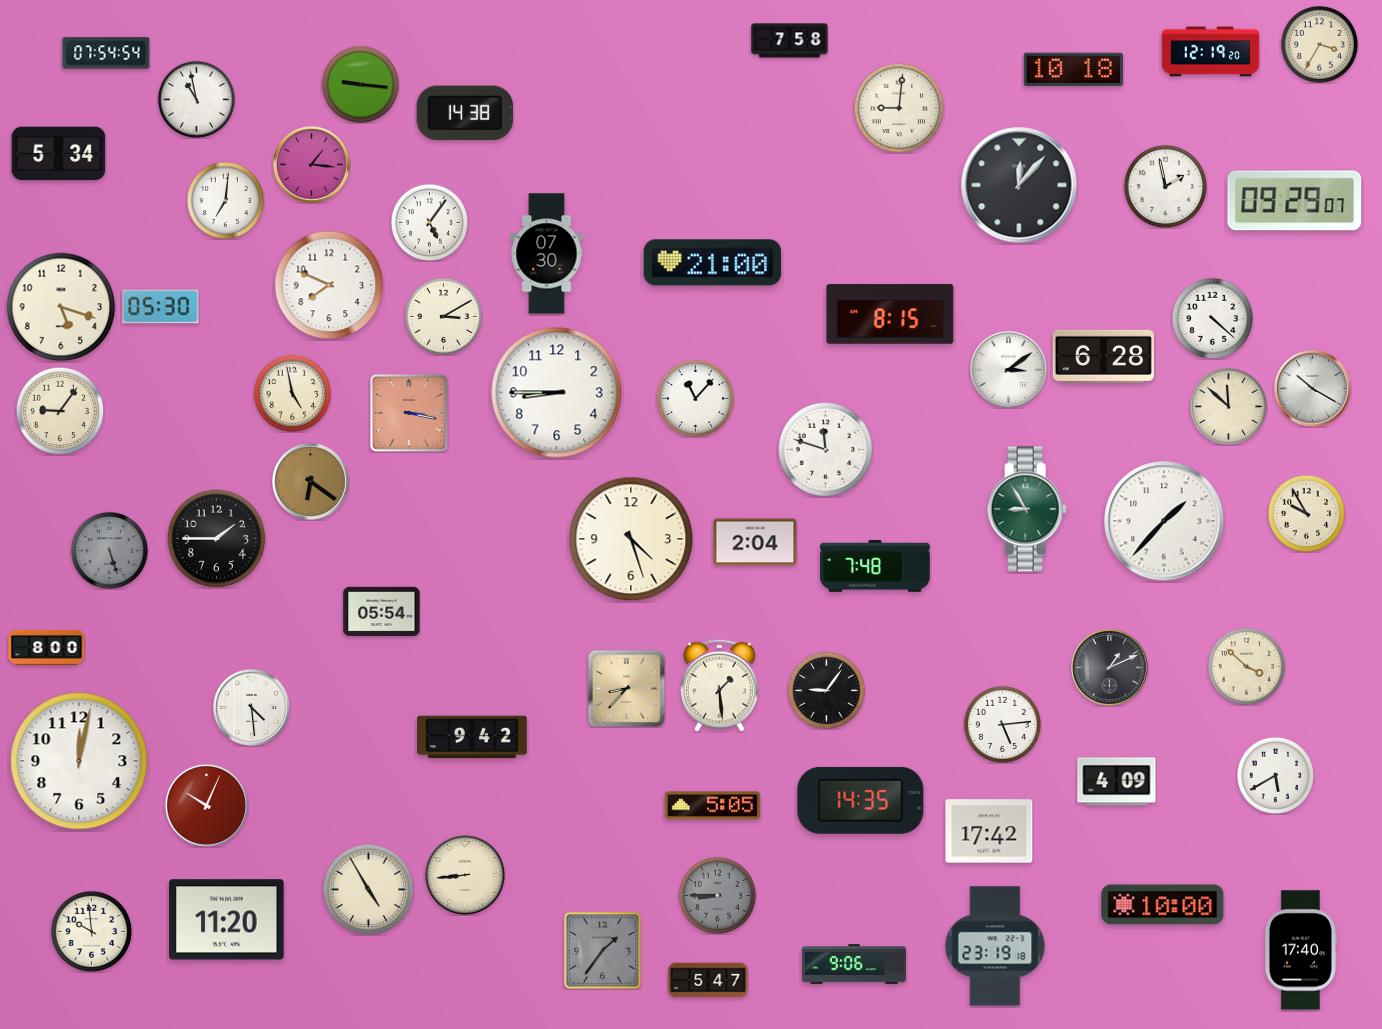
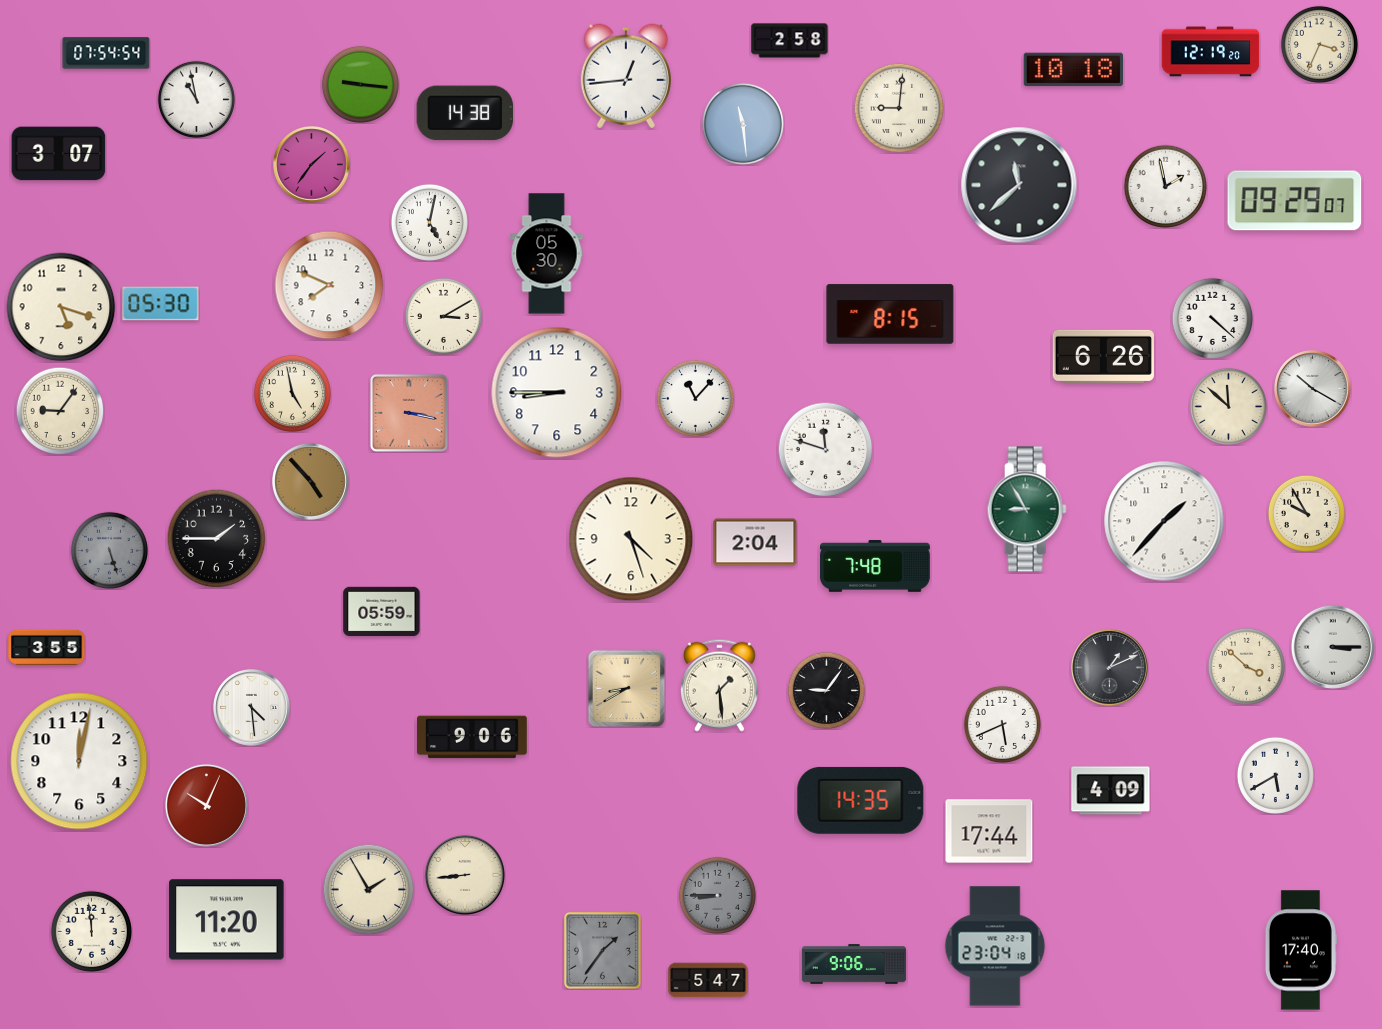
clock at (790, 41): 7:58 -> 2:58
clock at (1319, 44): 3:35 -> 3:34
clock at (626, 76): none -> 12:44
clock at (742, 123): none -> 11:29
clock at (59, 154): 5:34 -> 3:07
clock at (312, 165): 1:16 -> 1:36
clock at (1019, 185): 12:07 -> 11:38
clock at (225, 200): 7:01 -> none
clock at (429, 222): 5:06 -> 5:02
clock at (547, 254): 07:30 -> 05:30
clock at (713, 263): 21:00 -> none
clock at (161, 307) position: (161, 307) -> (161, 304)
clock at (1103, 356): 6:28 -> 6:26
clock at (1009, 370): 3:09 -> none
clock at (311, 482): 6:21 -> 4:53
clock at (382, 612): 05:54 -> 05:59
clock at (47, 647): 8:00 -> 3:55
clock at (1333, 647): none -> 3:15
clock at (626, 688): 8:37 -> 8:40
clock at (1002, 724): 5:14 -> 5:41
clock at (473, 737): 9:42 -> 9:06
clock at (1117, 782) position: (1117, 782) -> (1111, 791)
clock at (713, 806): 5:05 -> none
clock at (989, 831): 17:42 -> 17:44
clock at (368, 889): 4:55 -> 1:55
clock at (1163, 905): 10:00 -> none
clock at (91, 931): 9:59 -> 11:59
clock at (995, 946): 23:19 -> 23:04
